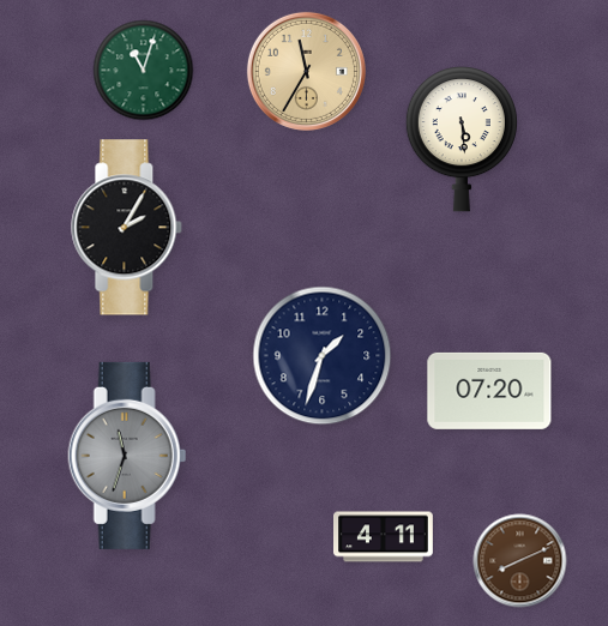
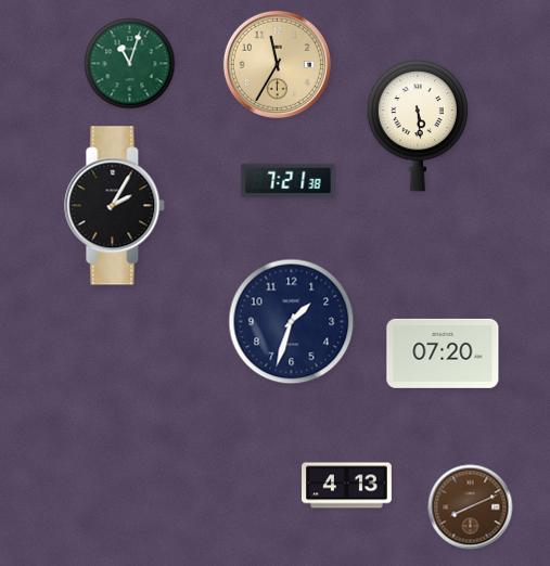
clock at (289, 180): none -> 7:21
clock at (127, 456): 11:33 -> none
clock at (384, 537): 4:11 -> 4:13
